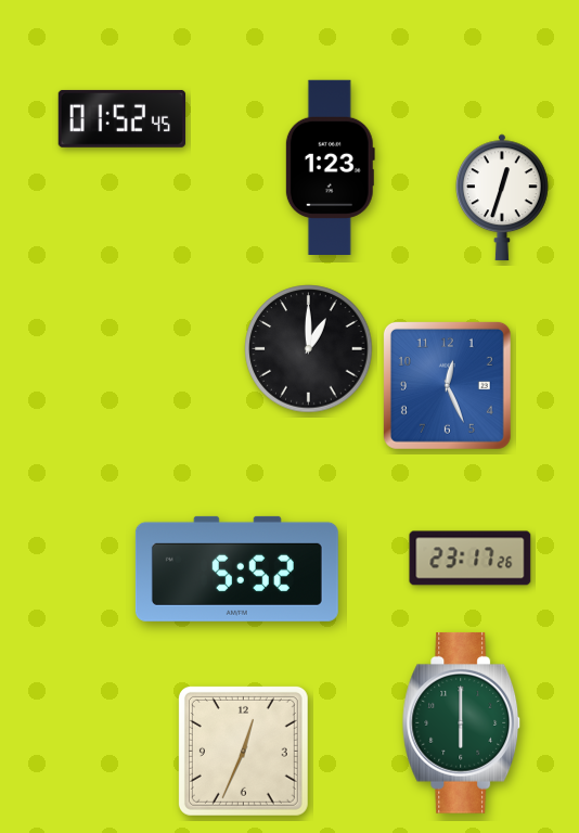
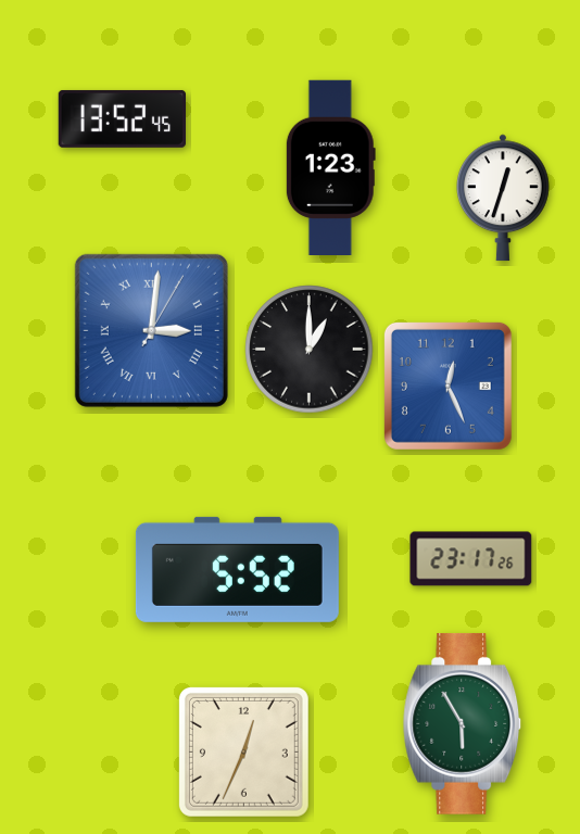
clock at (121, 118): 01:52 -> 13:52
clock at (151, 330): none -> 3:01
clock at (462, 722): 6:00 -> 5:55
